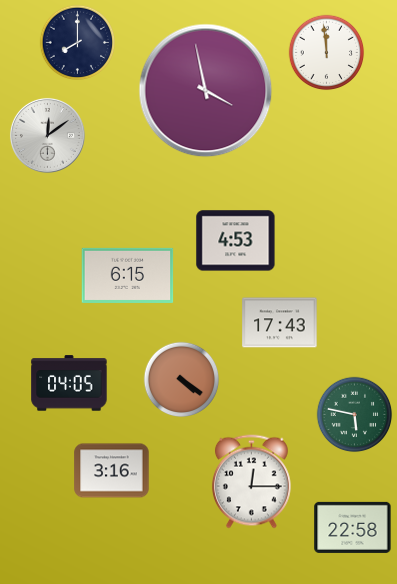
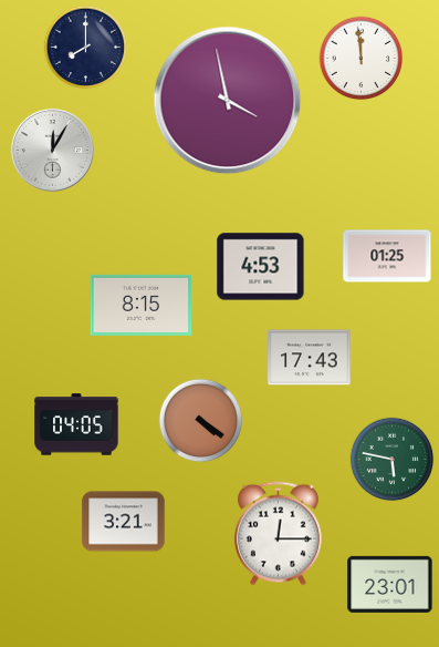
clock at (47, 135): 12:09 -> 12:05
clock at (387, 256): none -> 01:25
clock at (128, 275): 6:15 -> 8:15
clock at (112, 471): 3:16 -> 3:21
clock at (353, 527): 22:58 -> 23:01
